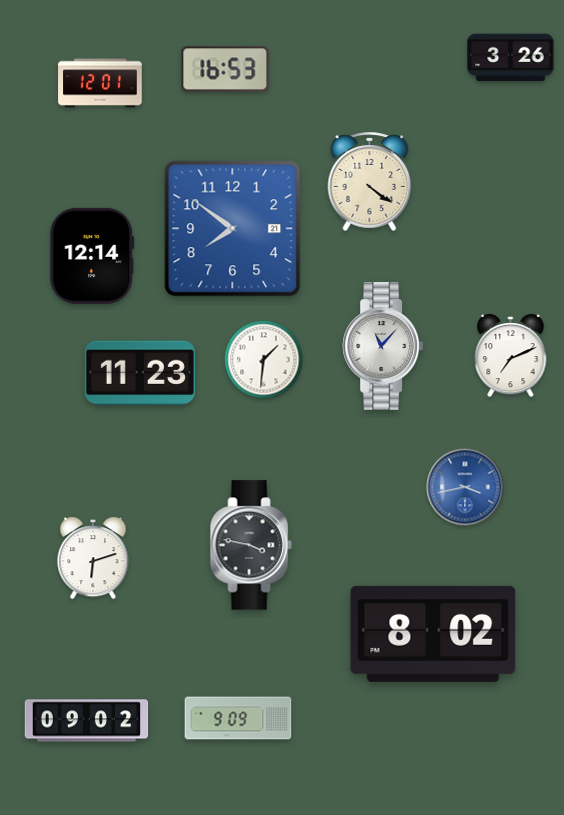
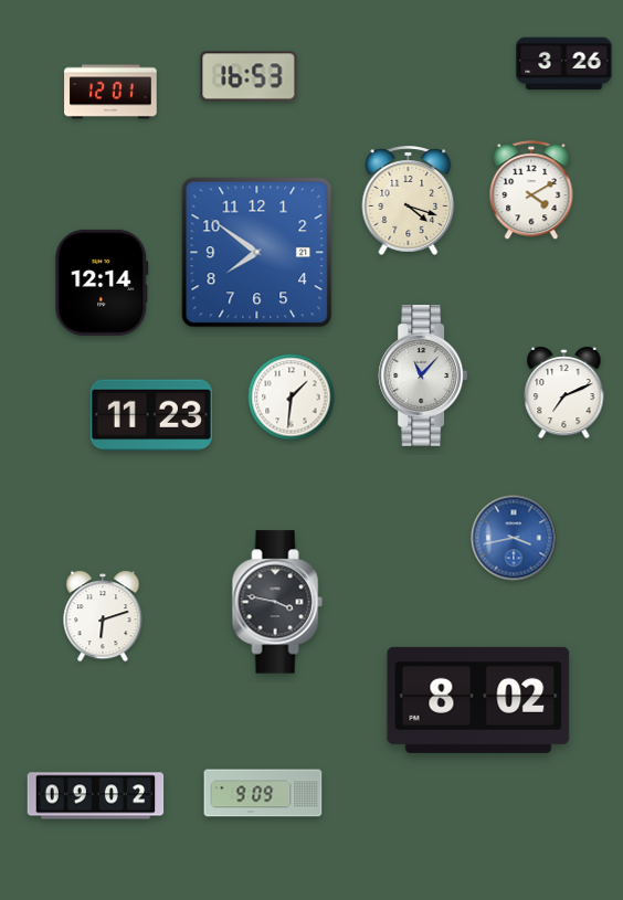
clock at (531, 191): none -> 4:10
clock at (370, 181): 4:21 -> 4:18
clock at (383, 346) position: (383, 346) -> (423, 375)
clock at (140, 373) position: (140, 373) -> (151, 415)
